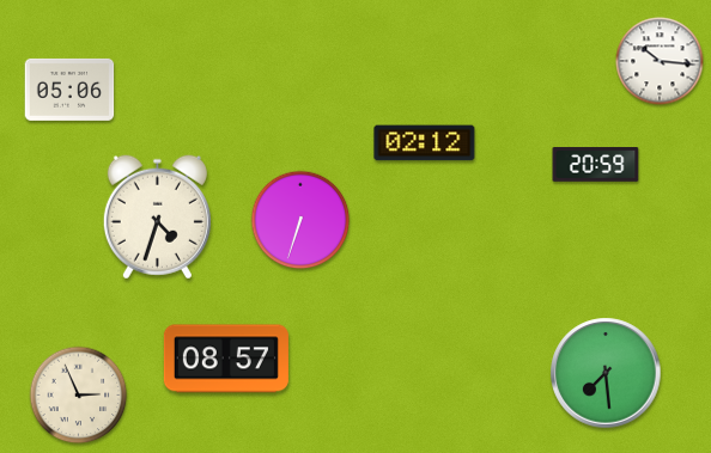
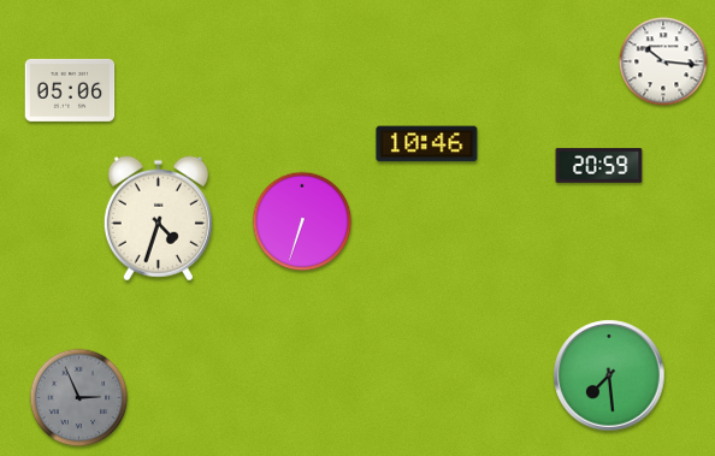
clock at (425, 143): 02:12 -> 10:46
clock at (226, 359): 08:57 -> none
clock at (79, 396) dial: cream -> grey
